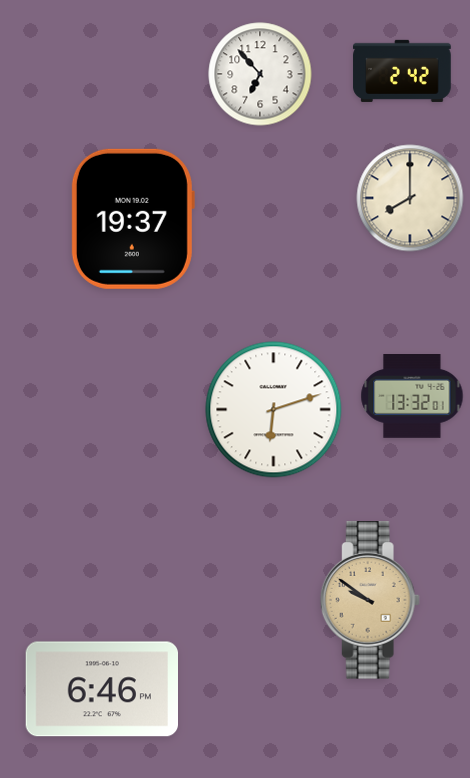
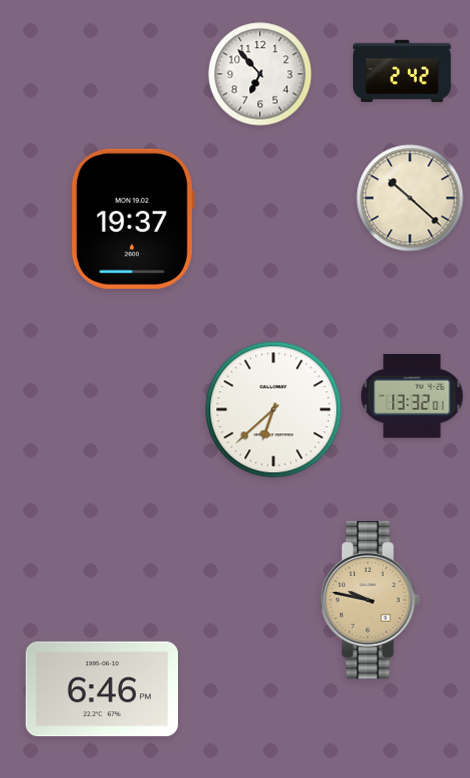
clock at (410, 198): 8:00 -> 10:22
clock at (274, 410): 6:12 -> 6:38
clock at (370, 600): 9:51 -> 9:47
